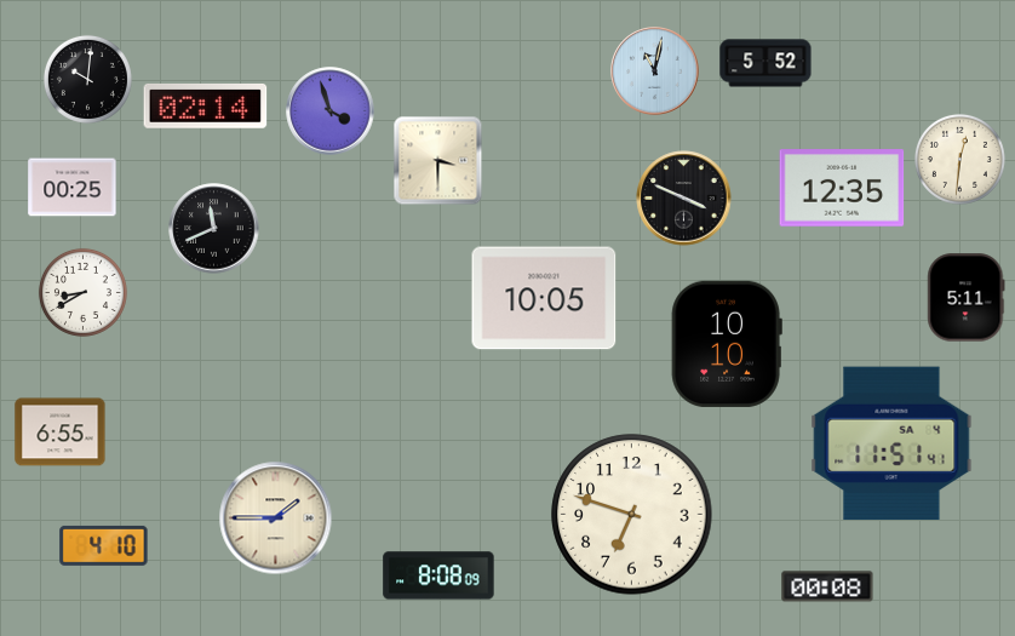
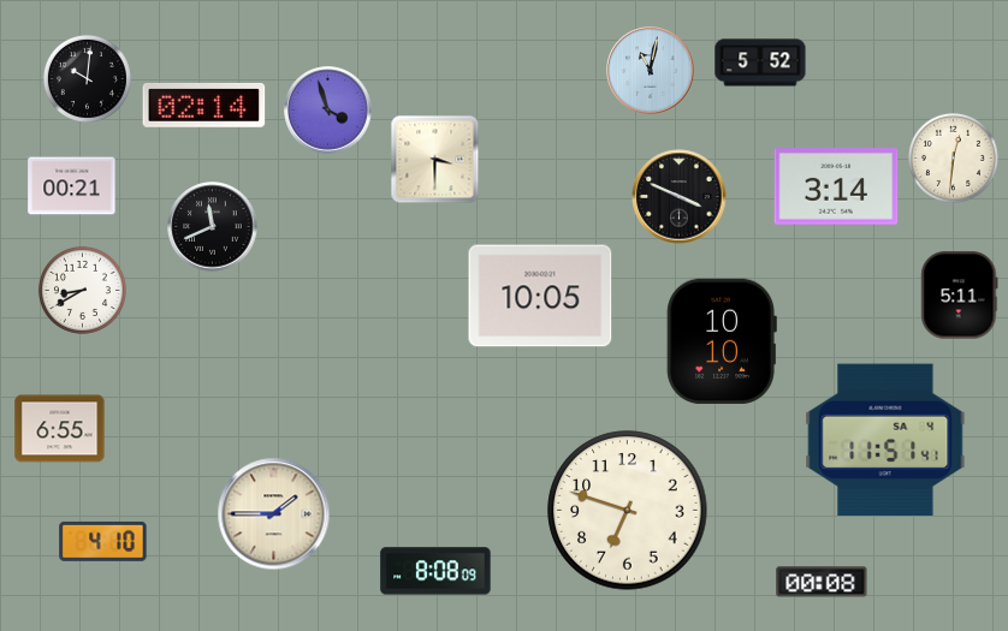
clock at (73, 188): 00:25 -> 00:21
clock at (842, 188): 12:35 -> 3:14
